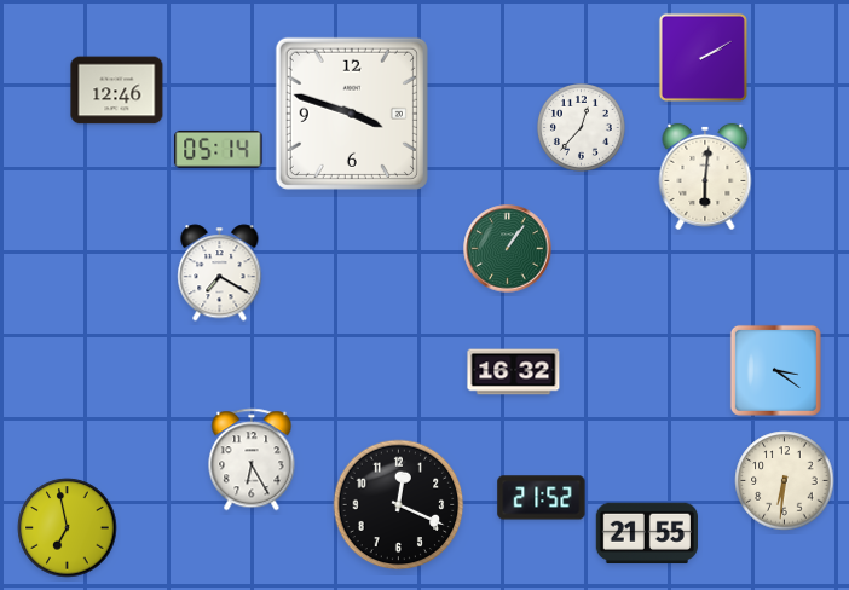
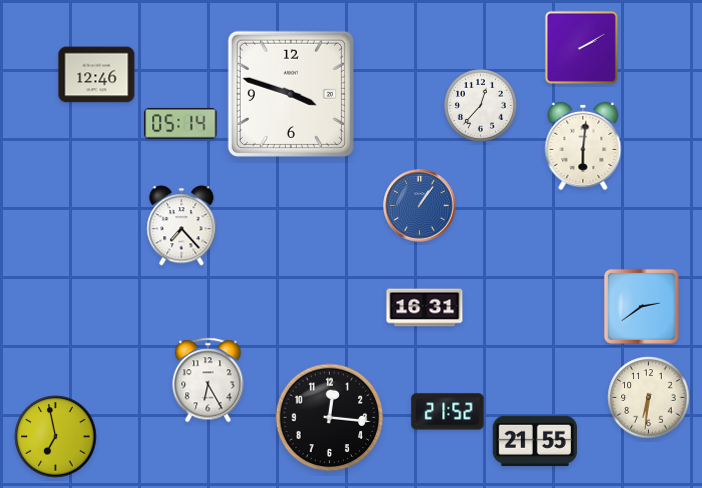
clock at (508, 249) dial: green -> blue
clock at (220, 273): 7:20 -> 7:23
clock at (775, 370): 3:21 -> 2:39
clock at (514, 372): 16:32 -> 16:31
clock at (399, 505): 12:19 -> 12:16
